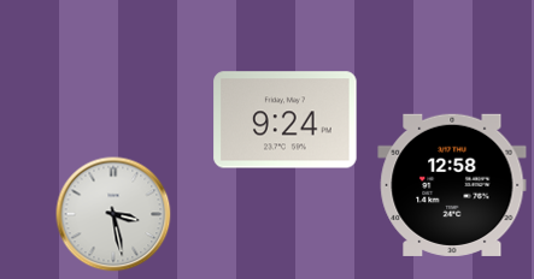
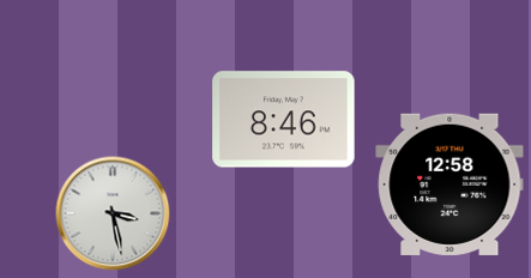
clock at (286, 120): 9:24 -> 8:46
